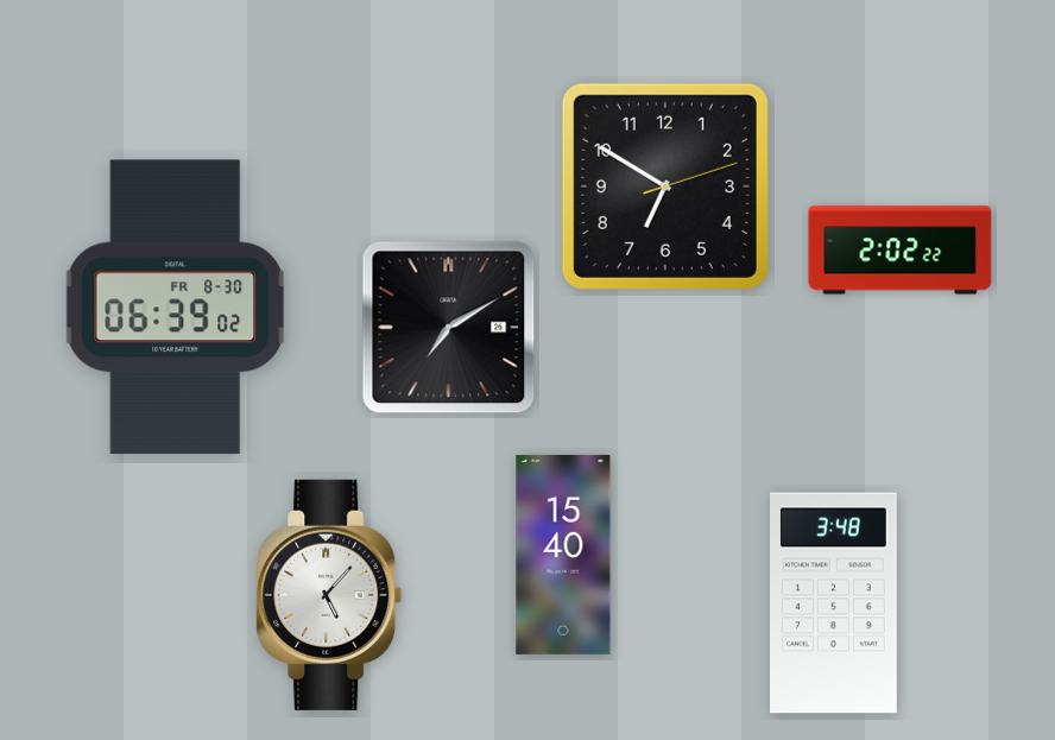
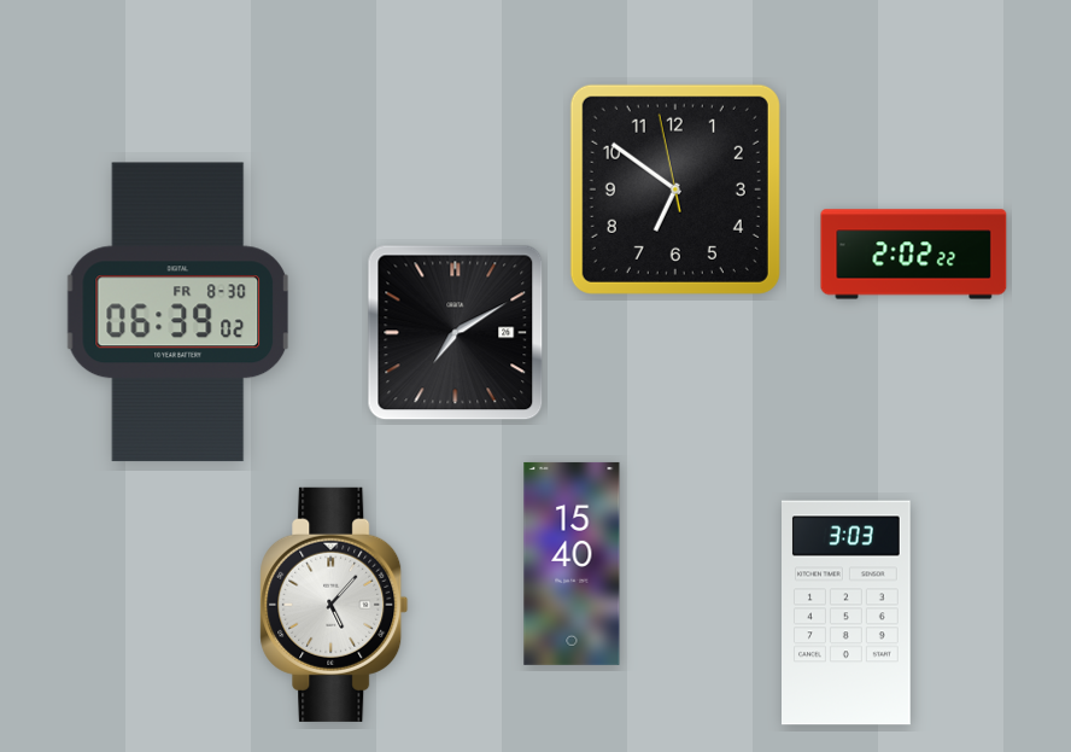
clock at (665, 186): 6:50:12 -> 6:50:58
clock at (834, 603): 3:48 -> 3:03
